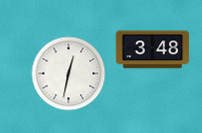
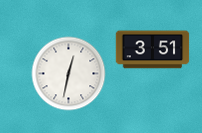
clock at (153, 50): 3:48 -> 3:51
